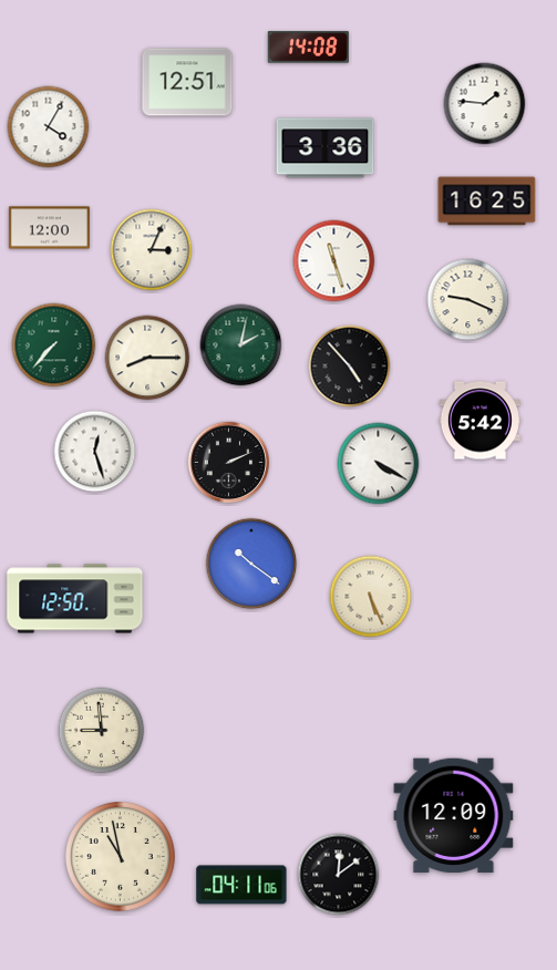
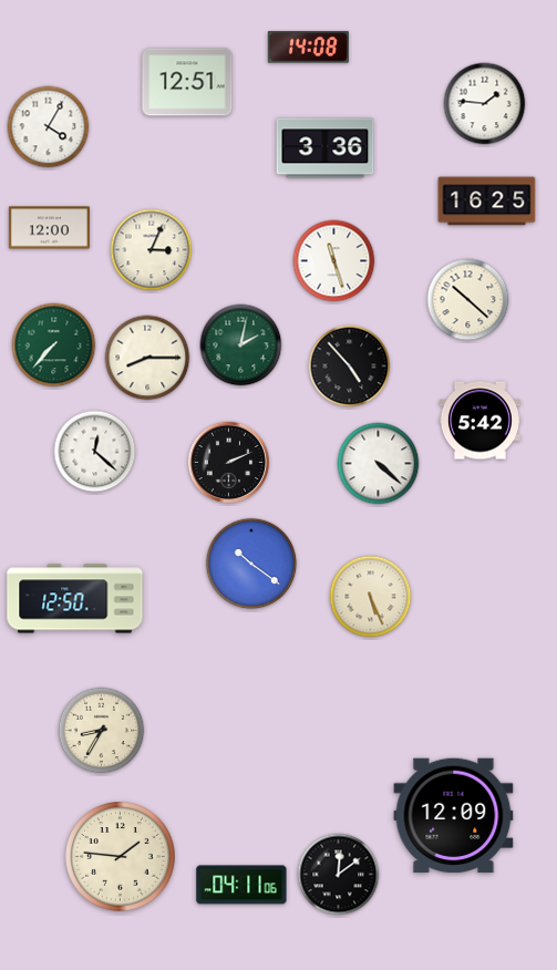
clock at (468, 300): 9:19 -> 10:22
clock at (95, 452): 12:27 -> 12:22
clock at (379, 464): 4:20 -> 4:22
clock at (102, 731): 8:59 -> 8:35
clock at (121, 857): 10:58 -> 1:46
